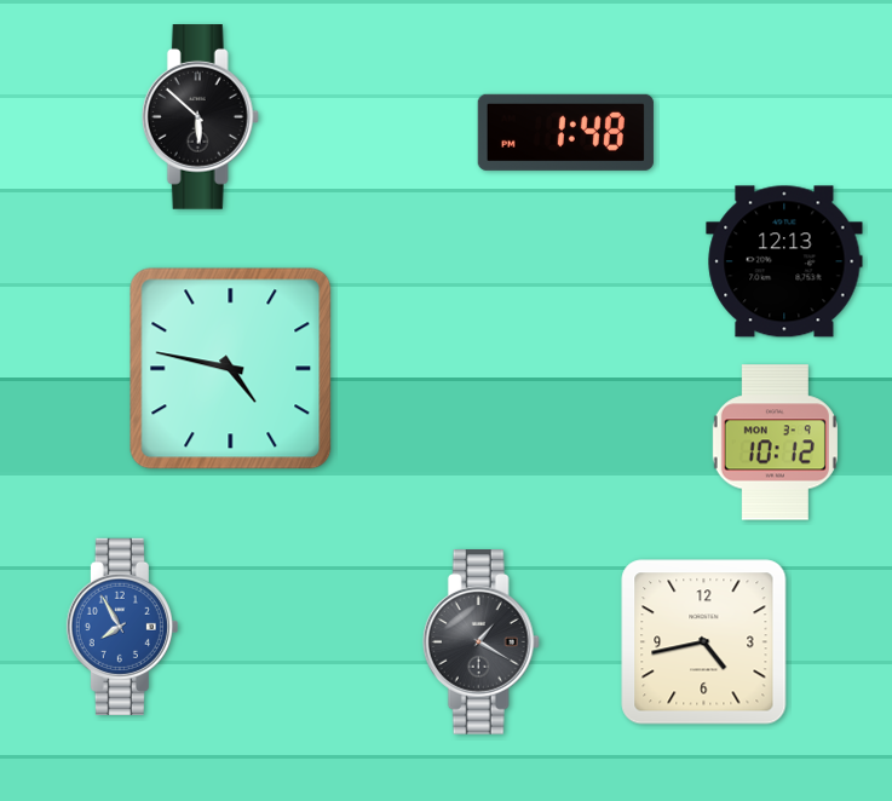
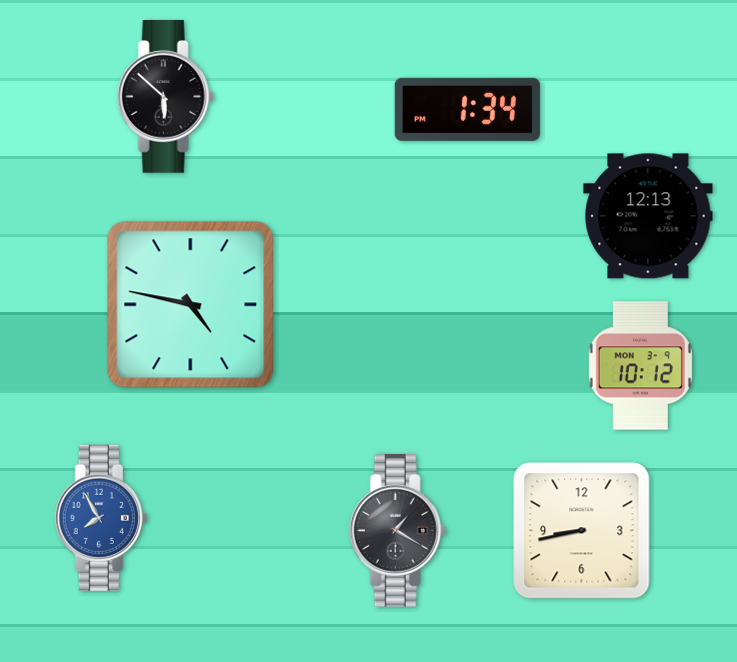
clock at (565, 132): 1:48 -> 1:34
clock at (704, 642): 4:43 -> 8:43
